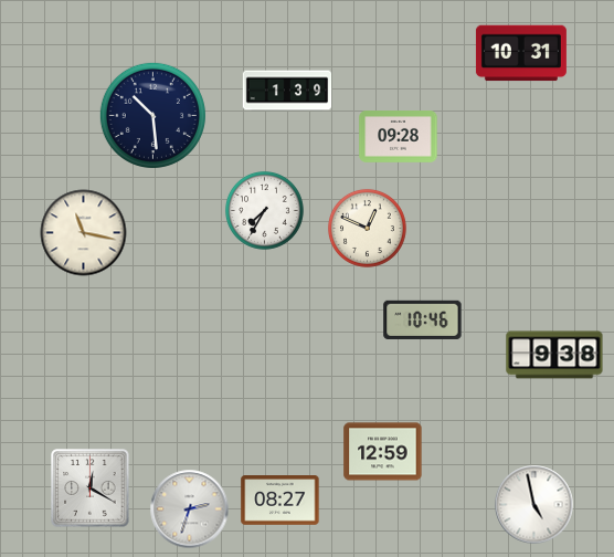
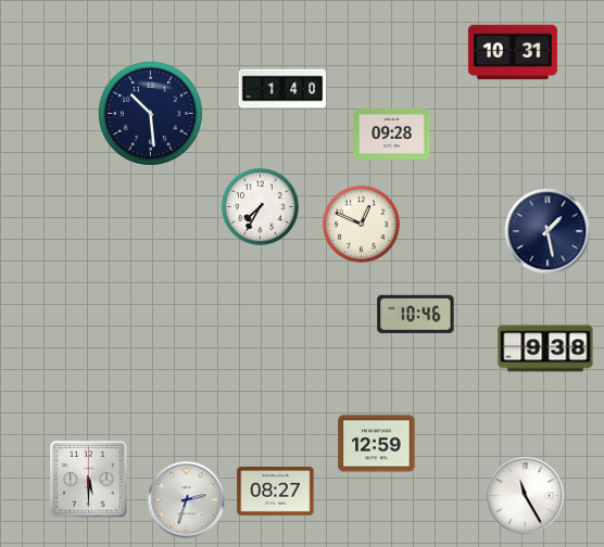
clock at (287, 91): 1:39 -> 1:40
clock at (84, 233): 11:17 -> none
clock at (548, 231): none -> 1:28
clock at (91, 488): 12:20 -> 5:30
clock at (534, 505): 4:58 -> 11:25
